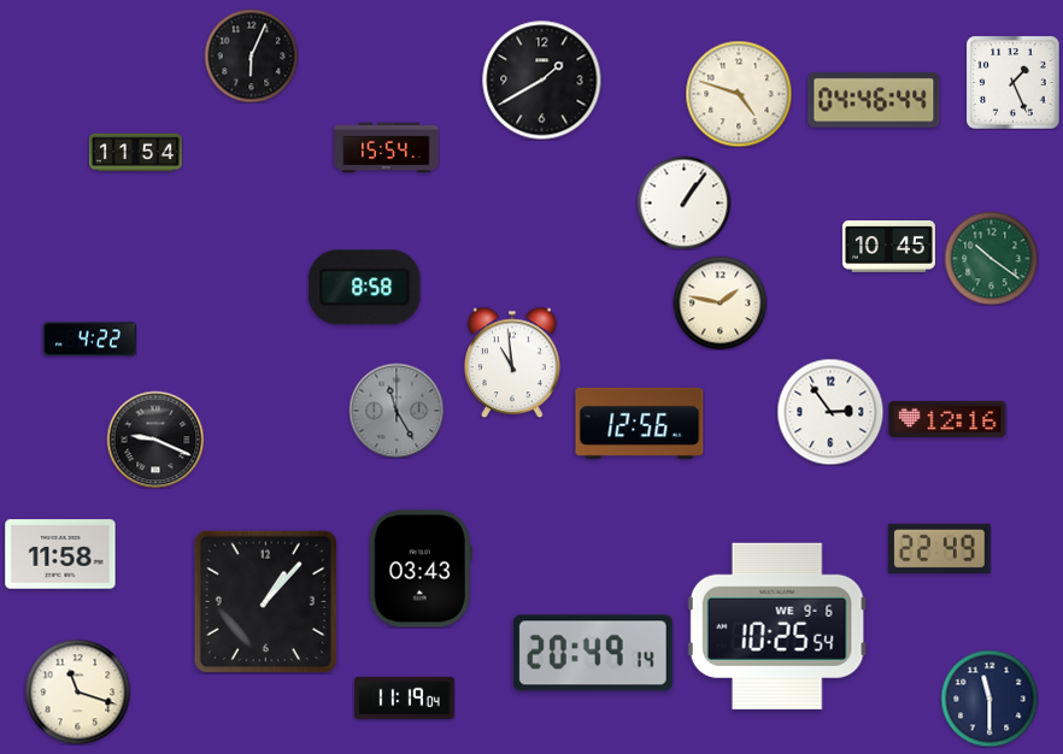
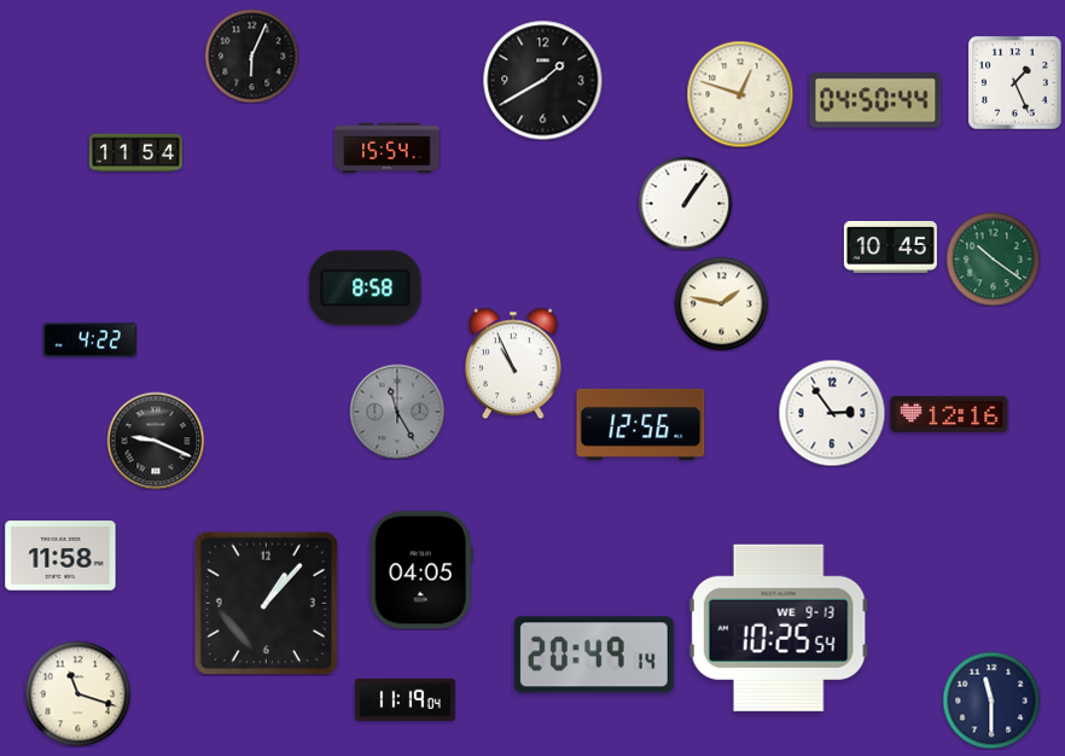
clock at (739, 94): 4:48 -> 12:48
clock at (874, 100): 04:46 -> 04:50
clock at (513, 363): 10:59 -> 10:56
clock at (947, 419) position: (947, 419) -> (949, 414)
clock at (940, 548): 22:49 -> none
clock at (421, 569): 03:43 -> 04:05
clock at (777, 626) date: WE 9-6 -> WE 9-13
